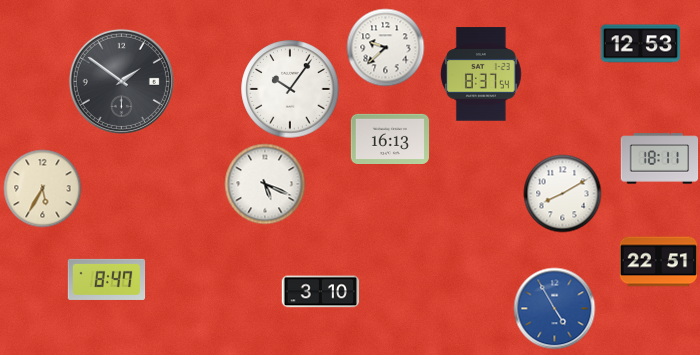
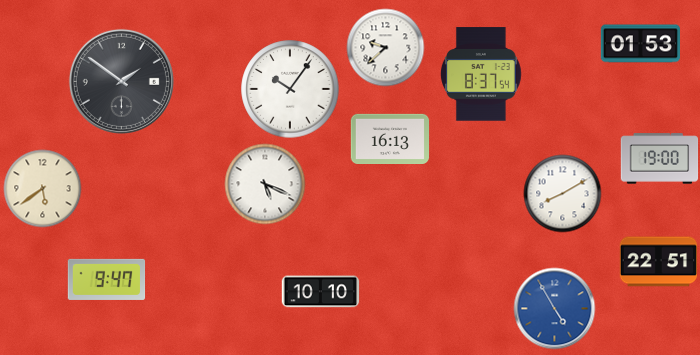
clock at (640, 44): 12:53 -> 01:53
clock at (659, 159): 18:11 -> 19:00
clock at (42, 188): 5:35 -> 5:39
clock at (106, 279): 8:47 -> 9:47
clock at (320, 292): 3:10 -> 10:10
